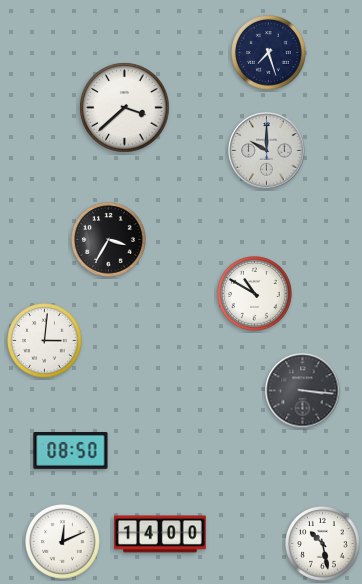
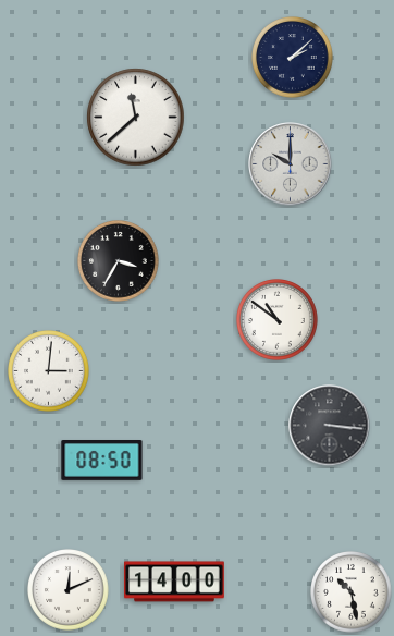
clock at (269, 53): 7:27 -> 2:08
clock at (125, 108): 3:38 -> 11:38
clock at (255, 294): 10:50 -> 10:51
clock at (71, 451) position: (71, 451) -> (102, 461)
